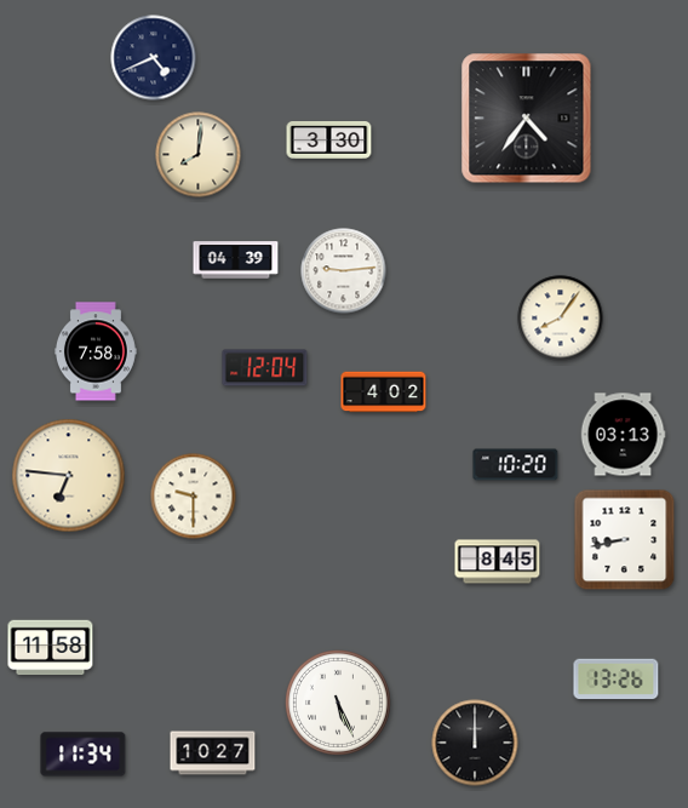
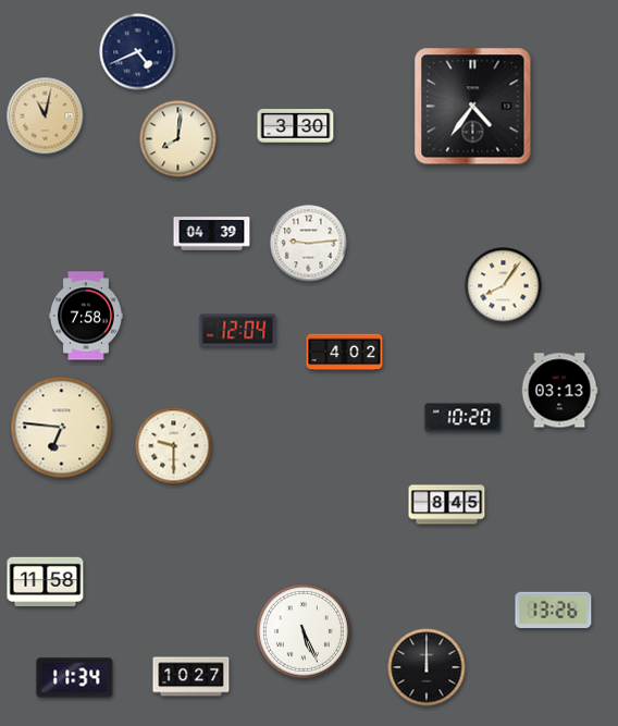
clock at (46, 116): none -> 11:02
clock at (625, 540): 8:43 -> none
